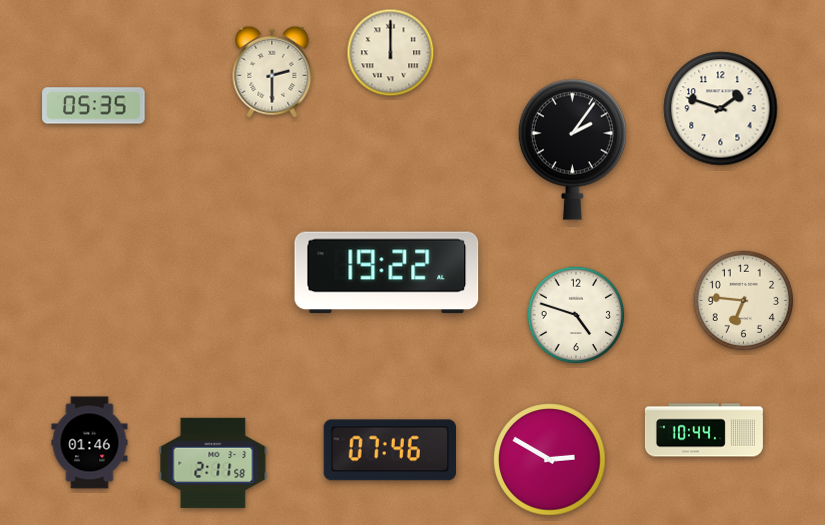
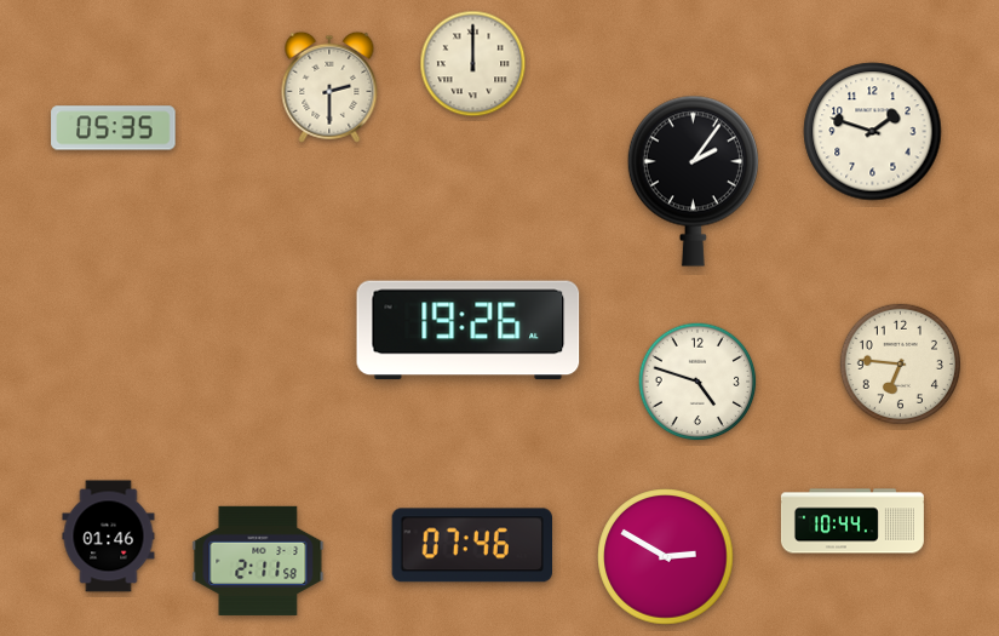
clock at (387, 273): 19:22 -> 19:26
